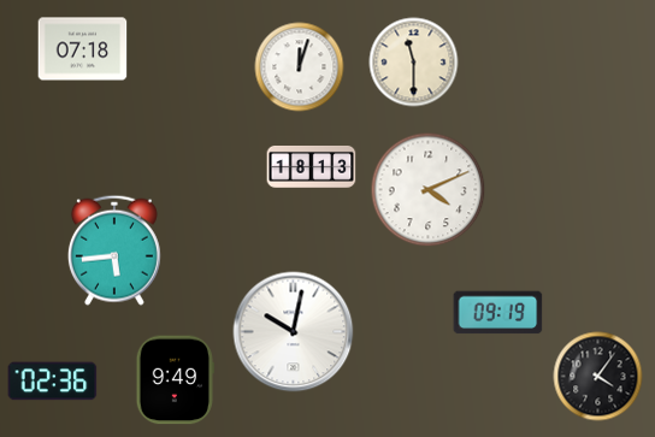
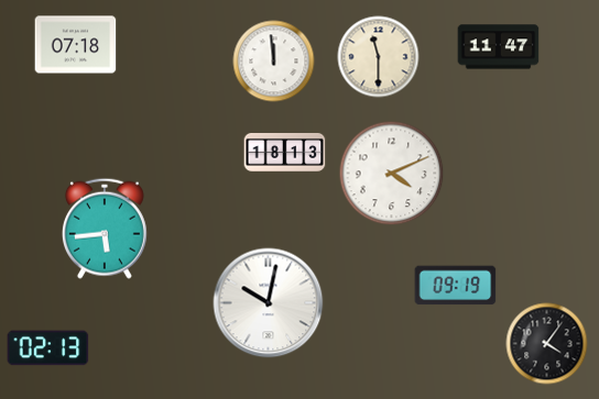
clock at (499, 47): none -> 11:47
clock at (300, 67): 12:03 -> 11:59
clock at (175, 380): 9:49 -> none
clock at (53, 382): 02:36 -> 02:13
